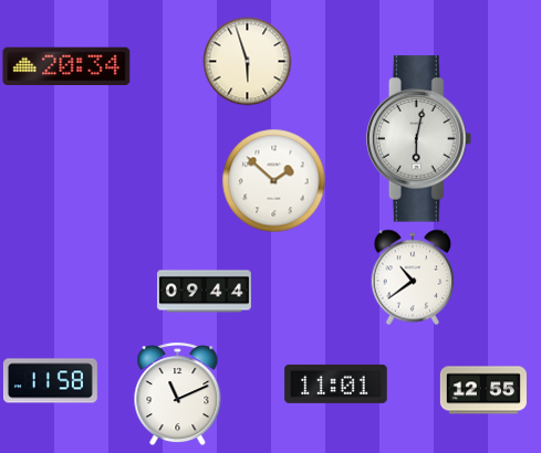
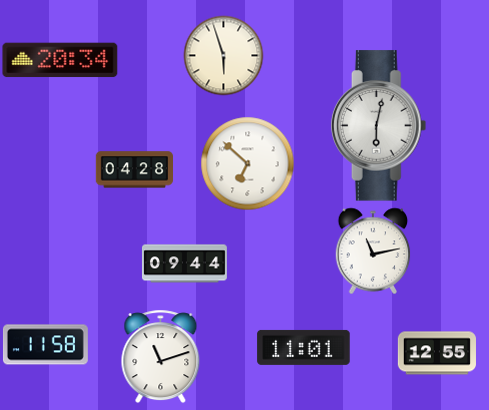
clock at (273, 180): 1:52 -> 6:52
clock at (134, 170): none -> 04:28
clock at (413, 277): 10:39 -> 11:13
clock at (178, 393): 11:11 -> 11:12
